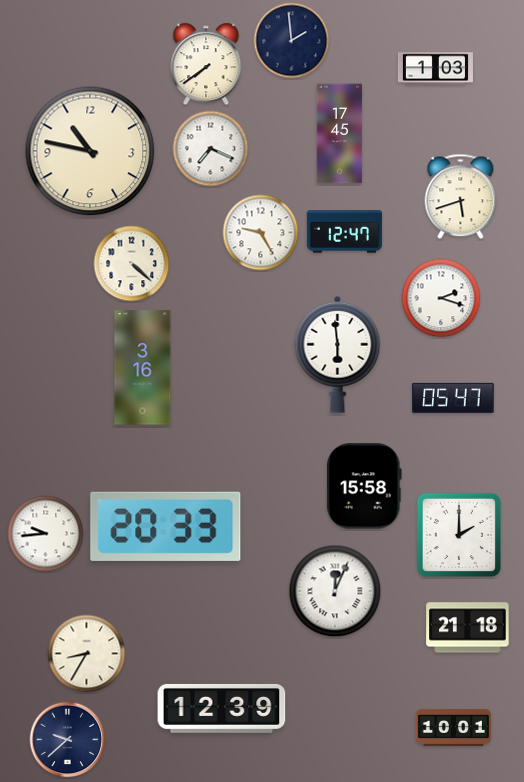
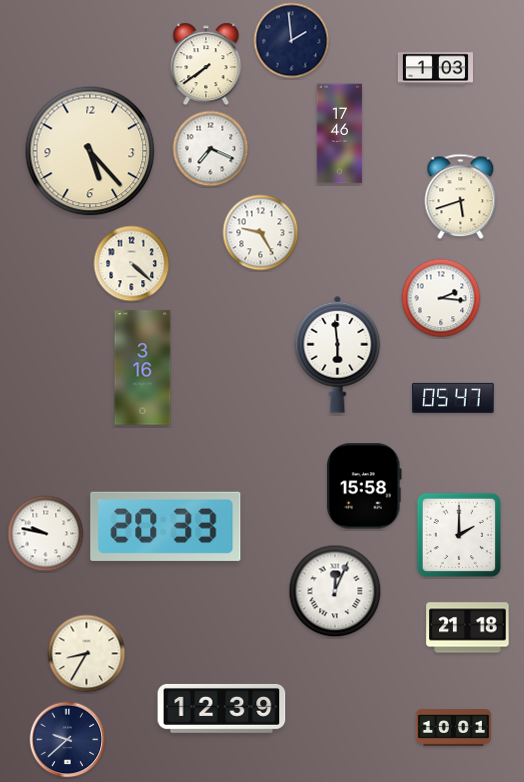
clock at (340, 134): 17:45 -> 17:46
clock at (90, 151): 10:47 -> 5:23
clock at (344, 232): 12:47 -> none
clock at (441, 298): 2:18 -> 2:16
clock at (46, 534): 9:44 -> 9:47
